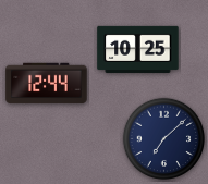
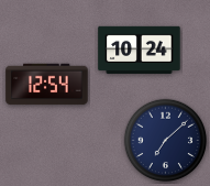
clock at (138, 49): 10:25 -> 10:24
clock at (47, 84): 12:44 -> 12:54
